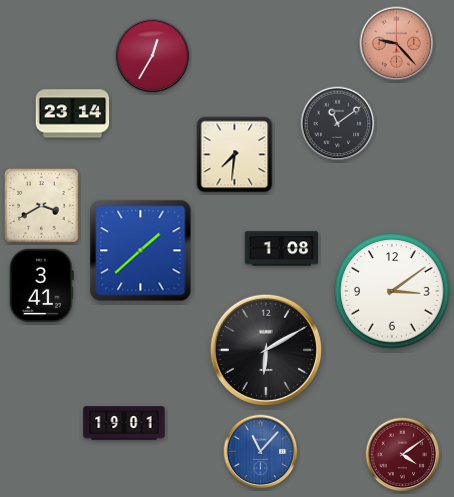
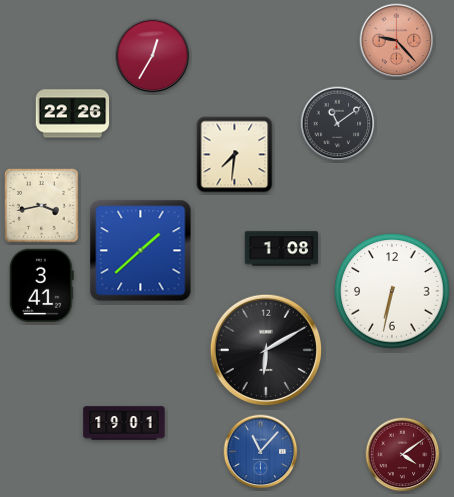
clock at (397, 44) position: (397, 44) -> (397, 41)
clock at (73, 114): 23:14 -> 22:26
clock at (42, 206): 3:40 -> 3:43
clock at (392, 291): 3:09 -> 6:32
